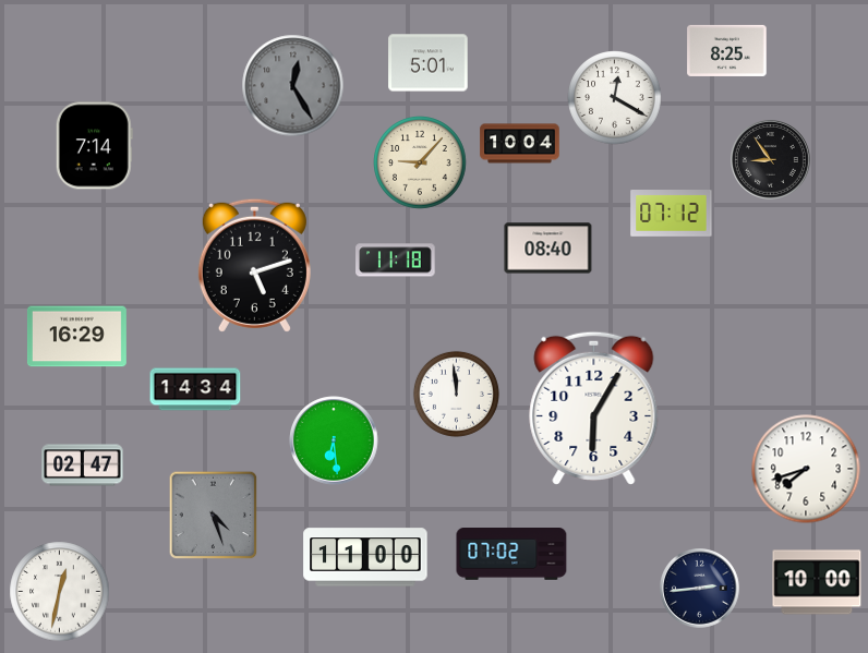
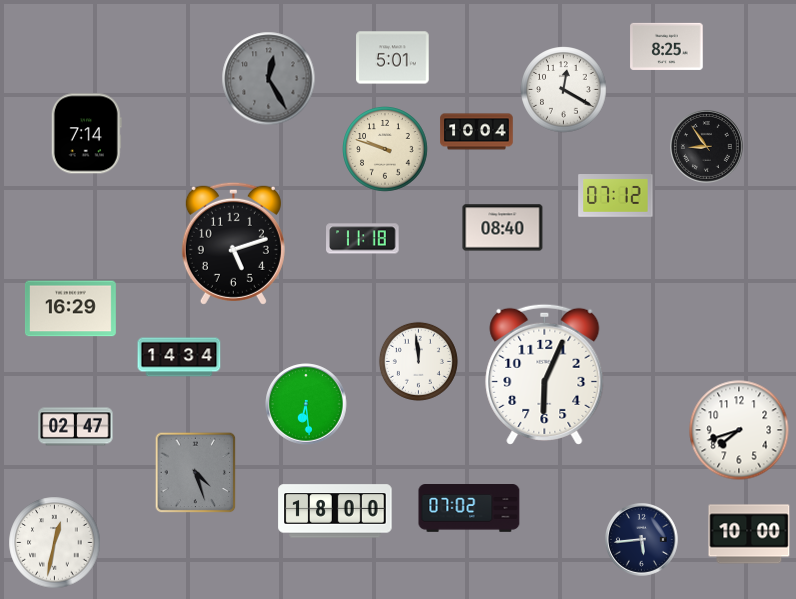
clock at (420, 162): 9:07 -> 9:48
clock at (594, 408): 6:05 -> 6:04
clock at (365, 557): 11:00 -> 18:00
clock at (700, 589): 2:44 -> 5:44
